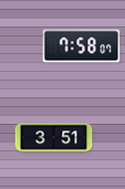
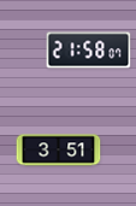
clock at (82, 46): 7:58 -> 21:58
